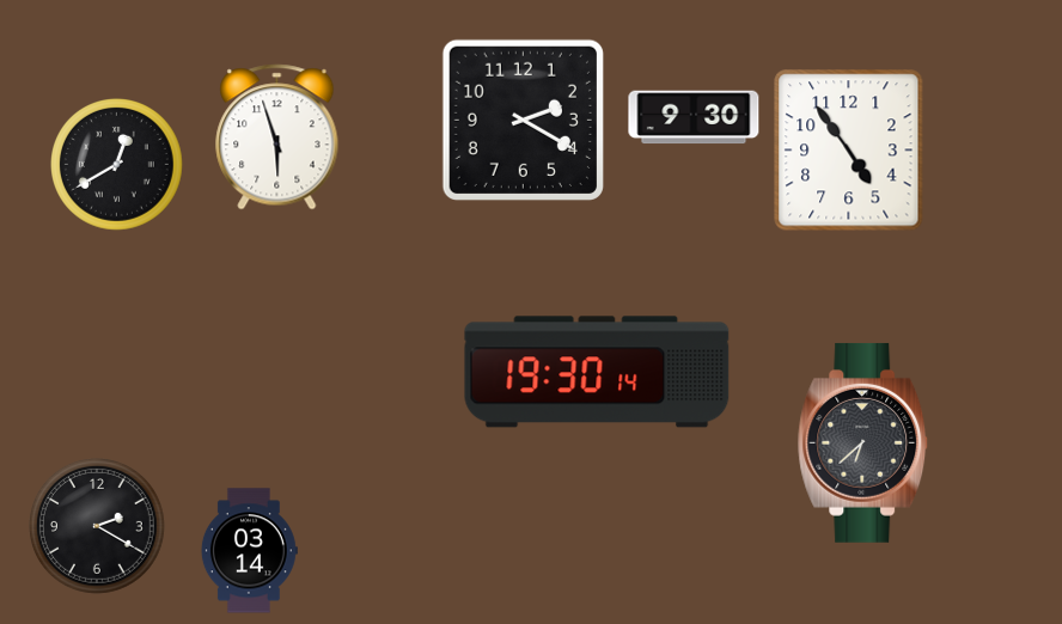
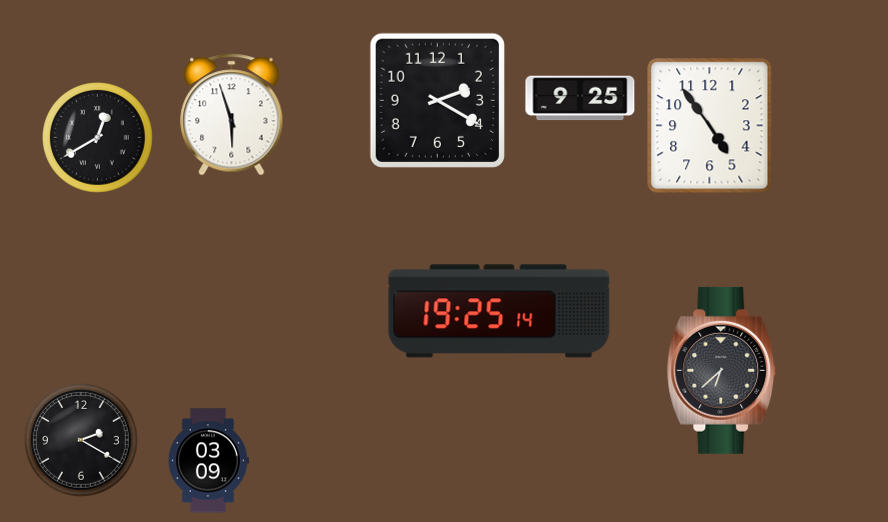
clock at (694, 117): 9:30 -> 9:25
clock at (597, 372): 19:30 -> 19:25
clock at (249, 551): 03:14 -> 03:09
